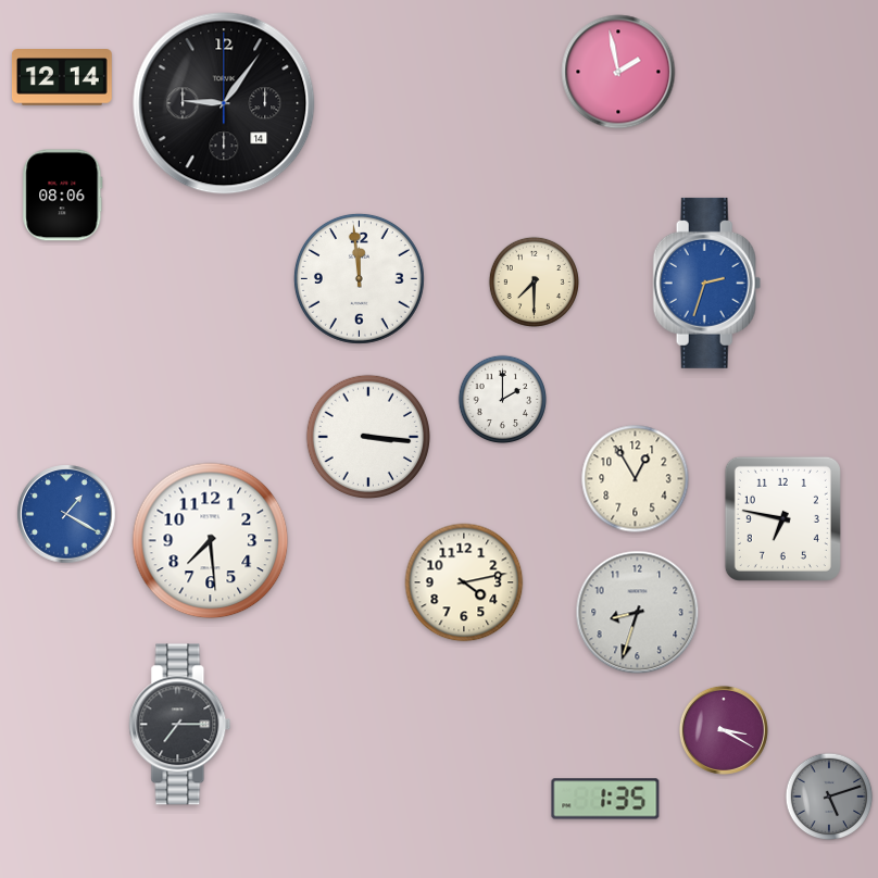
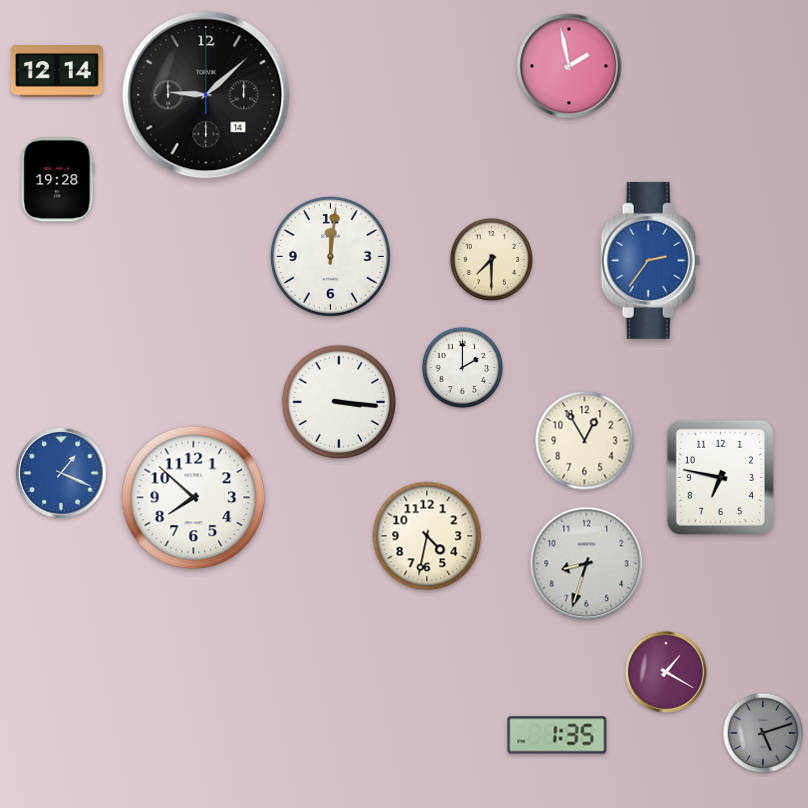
clock at (224, 103): 9:06 -> 9:08
clock at (63, 196): 08:06 -> 19:28
clock at (359, 278): 11:59 -> 12:01
clock at (707, 283): 2:33 -> 2:36
clock at (66, 514): 1:20 -> 1:19
clock at (211, 541): 7:29 -> 7:52
clock at (464, 582): 4:13 -> 4:32
clock at (180, 725): 7:15 -> none
clock at (724, 730): 3:20 -> 1:20
